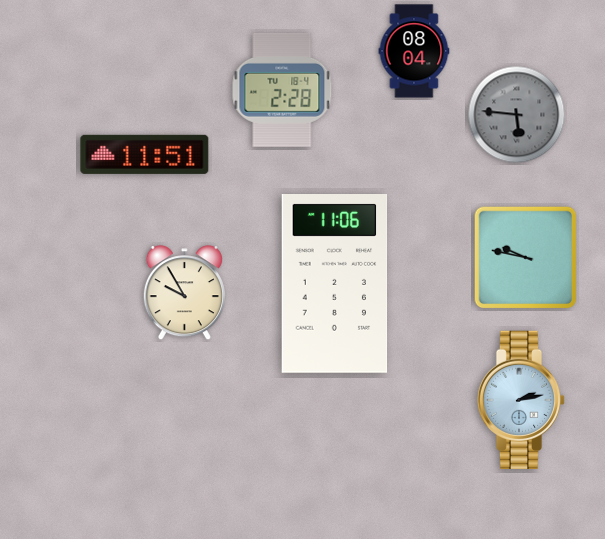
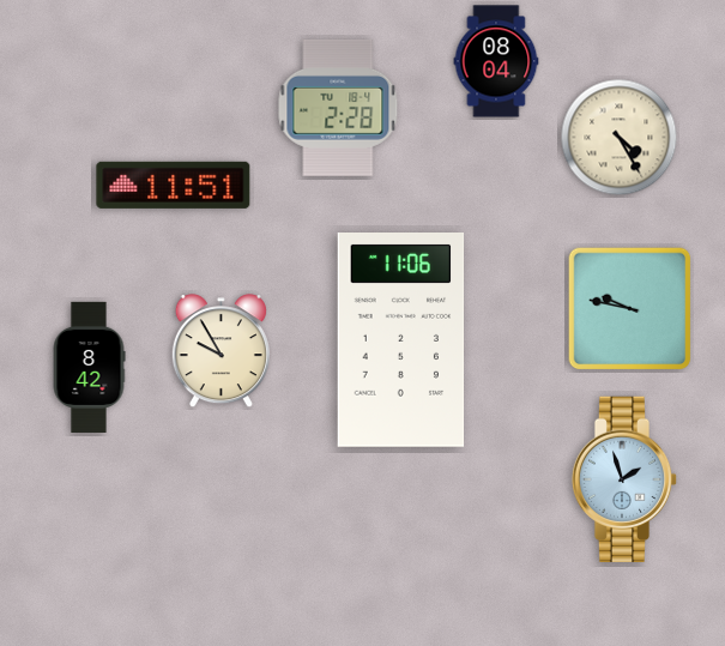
clock at (517, 115): 5:46 -> 4:25
clock at (517, 115) dial: grey -> cream
clock at (89, 367): none -> 8:42
clock at (521, 399): 2:13 -> 1:57
